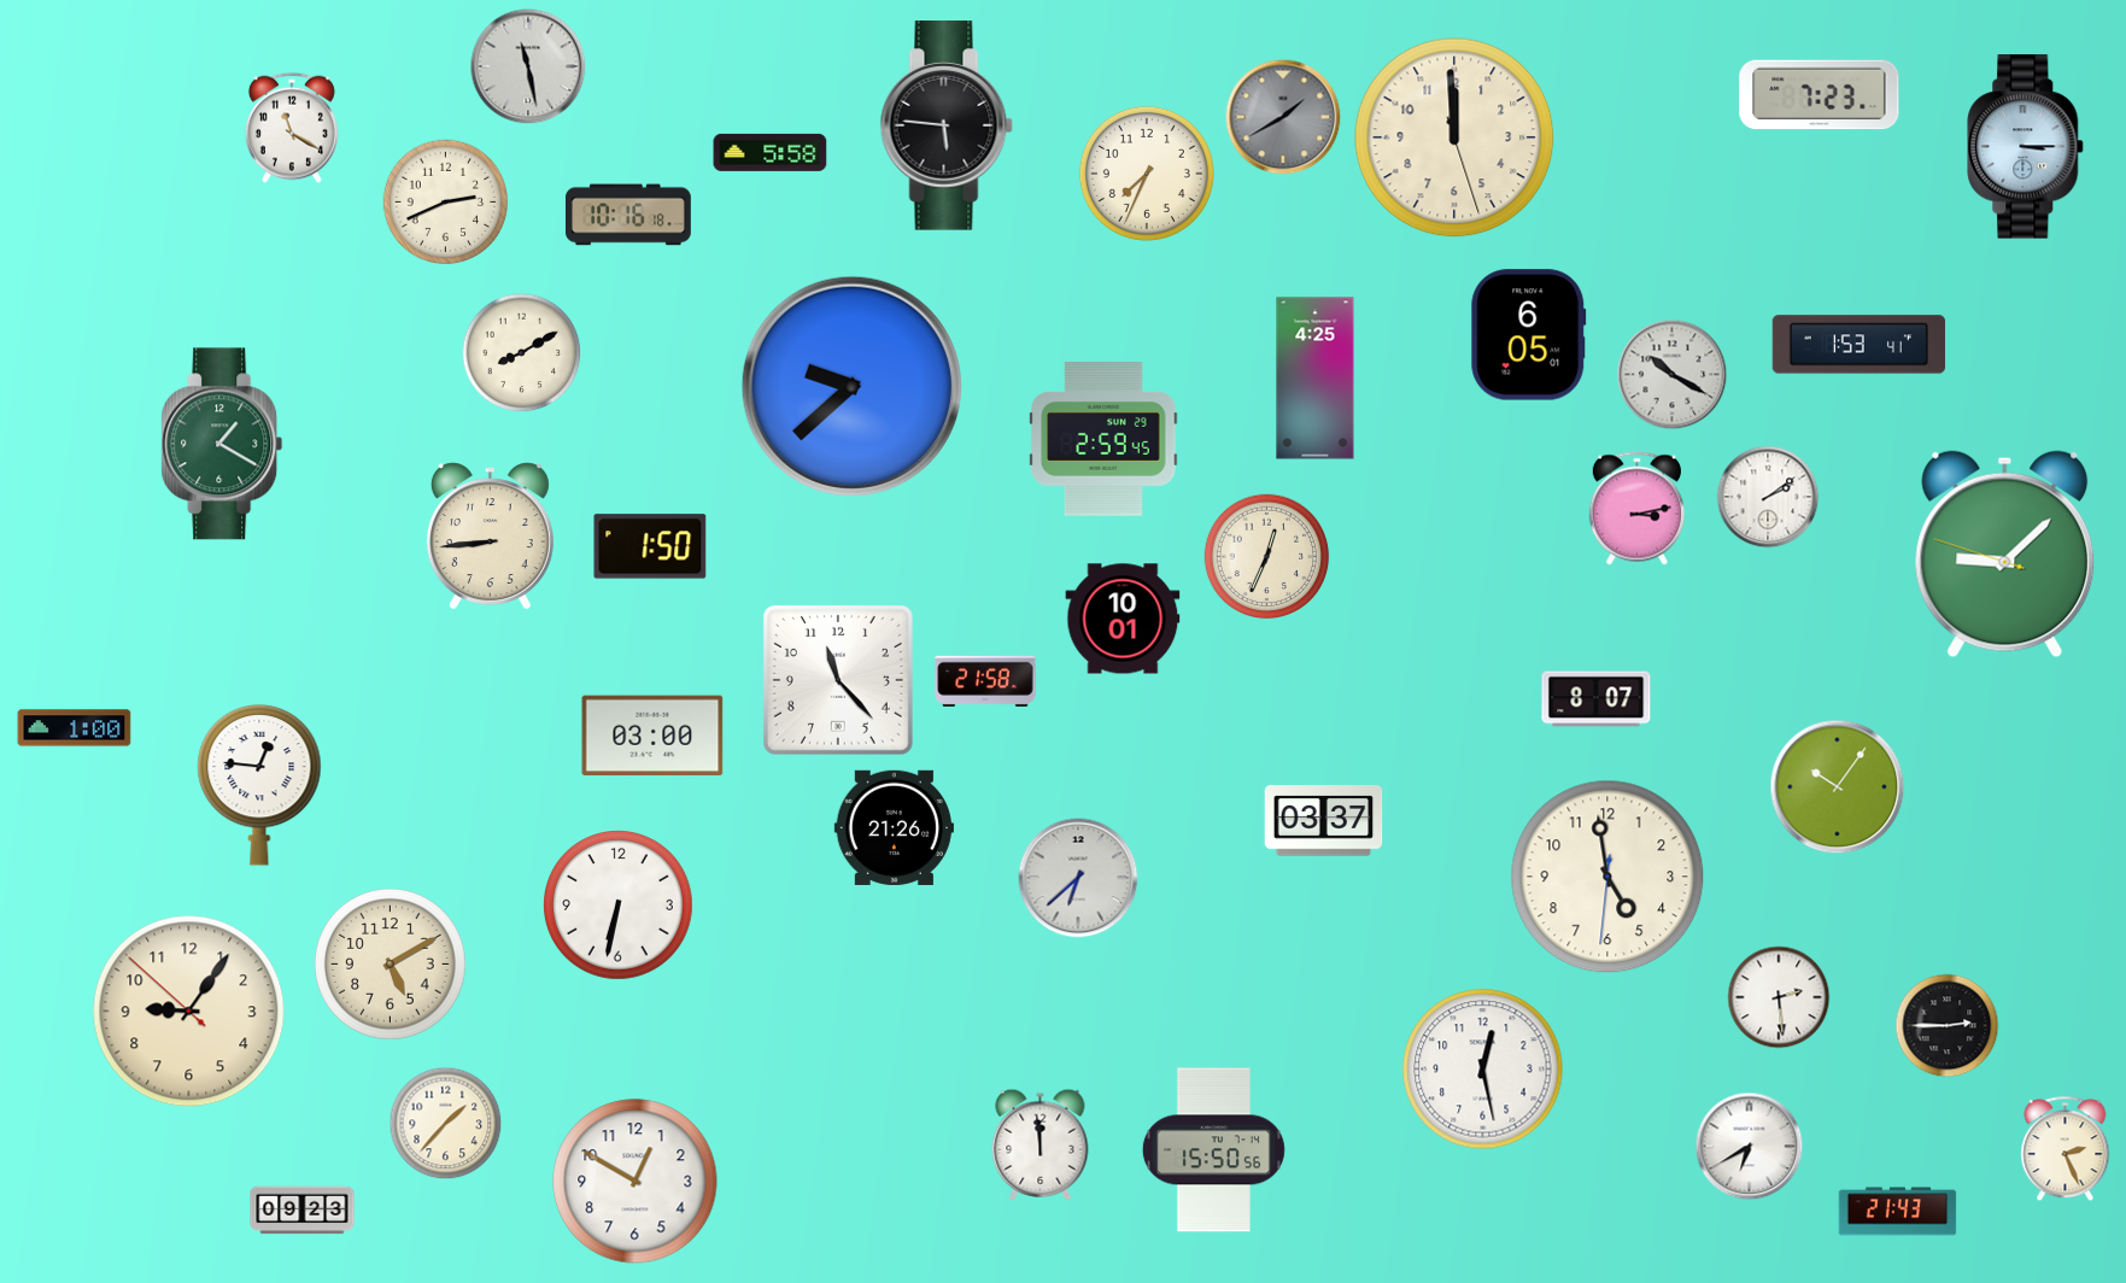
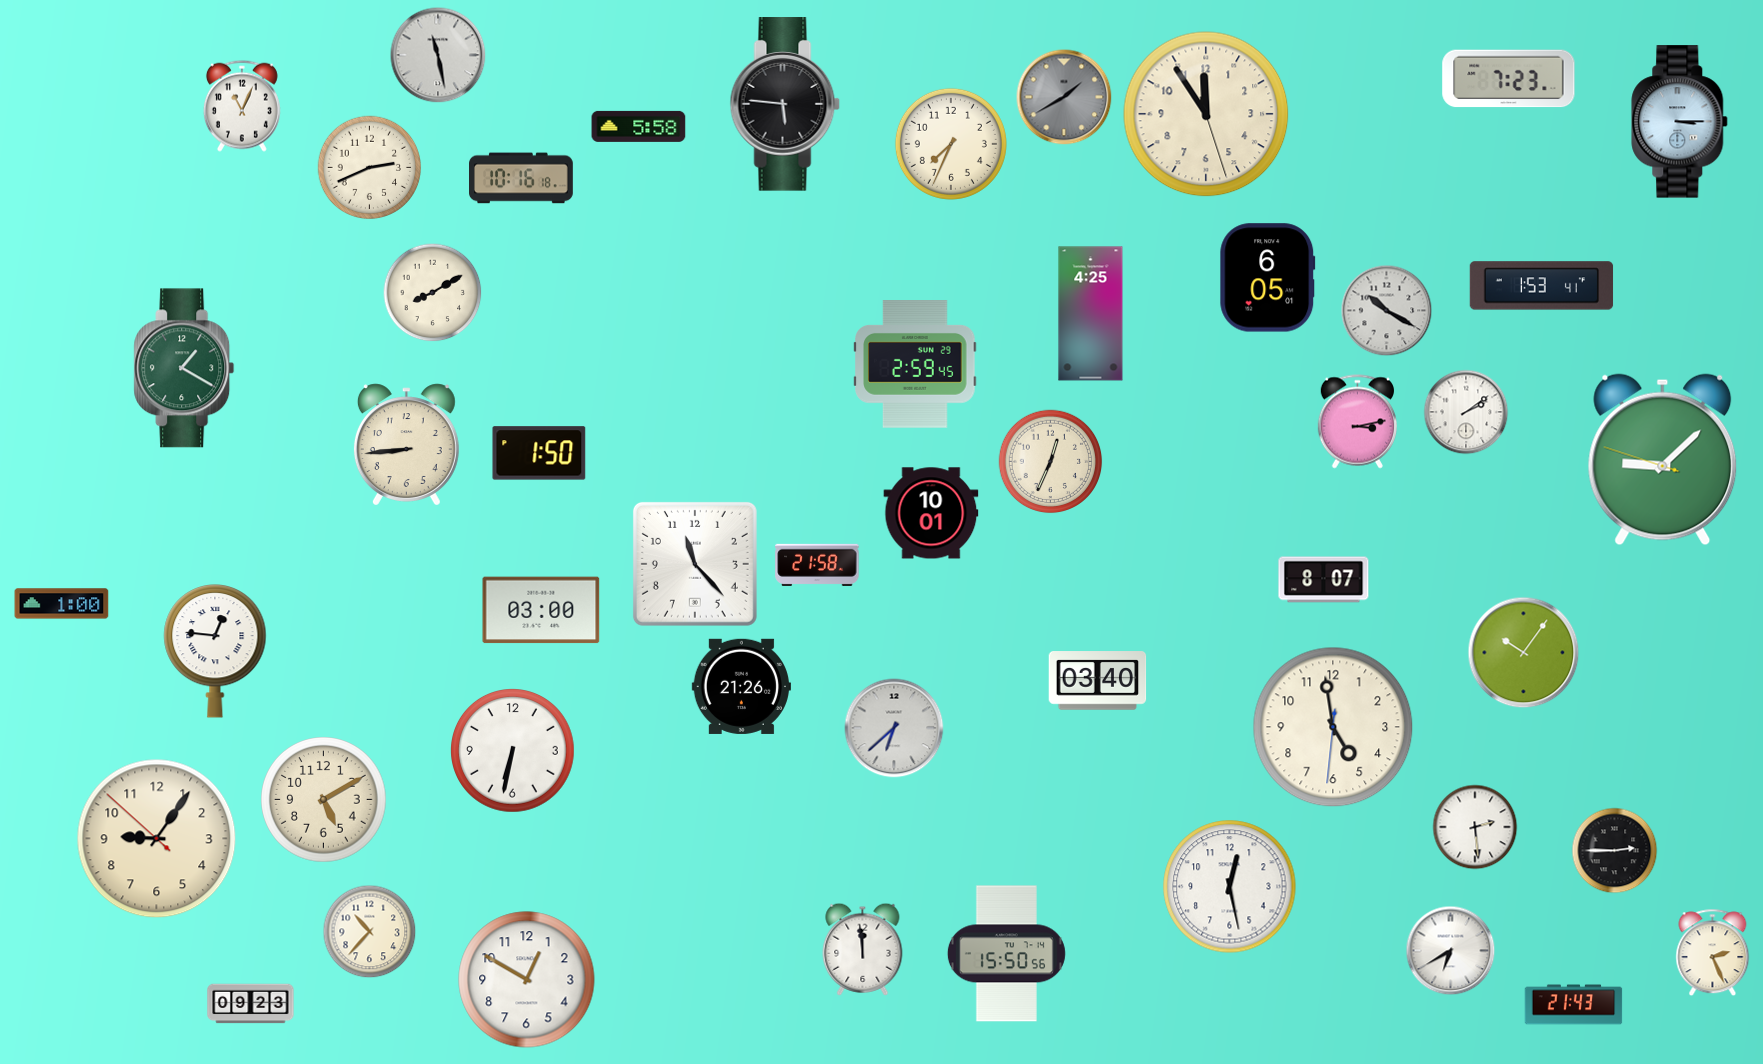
clock at (292, 128): 11:20 -> 11:04
clock at (1454, 137): 11:59 -> 11:54
clock at (851, 386): 9:38 -> none
clock at (1324, 821): 03:37 -> 03:40
clock at (446, 1124): 1:37 -> 10:37
